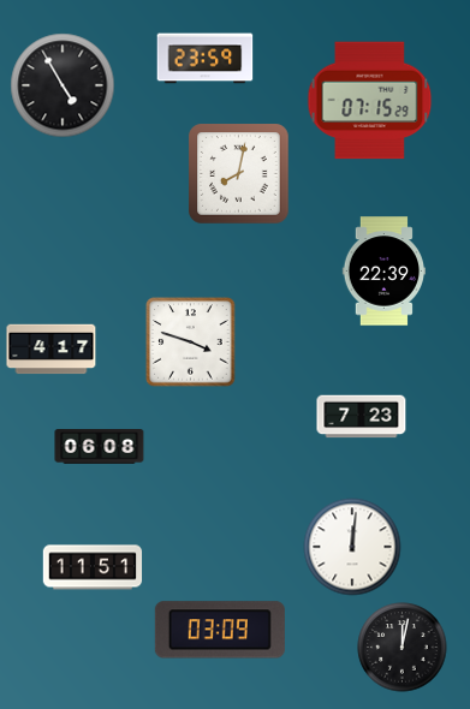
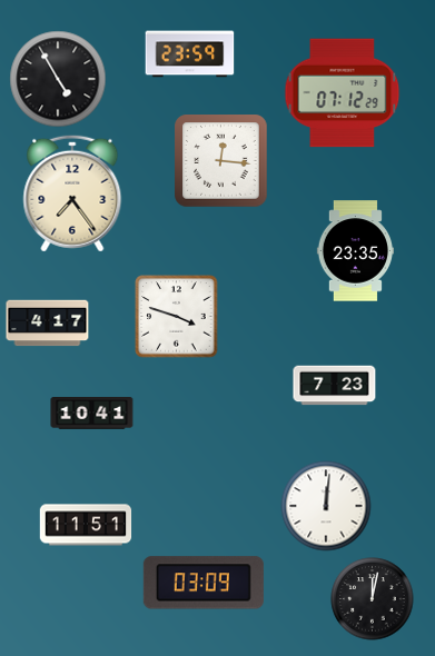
clock at (370, 101): 07:15 -> 07:12
clock at (239, 174): 8:02 -> 12:16
clock at (72, 193): none -> 7:24
clock at (383, 272): 22:39 -> 23:35
clock at (100, 447): 06:08 -> 10:41
